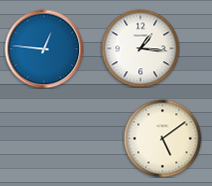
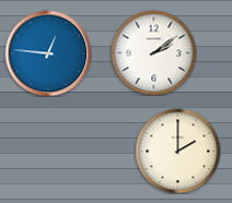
clock at (140, 48): 1:16 -> 2:09
clock at (162, 138): 5:09 -> 2:00
